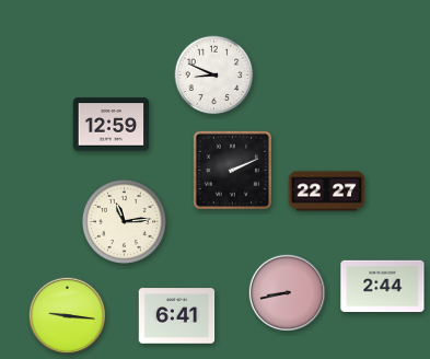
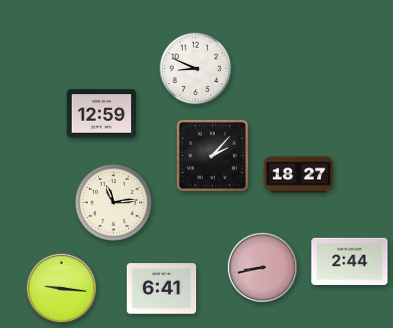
clock at (232, 170): 2:11 -> 2:07
clock at (327, 192): 22:27 -> 18:27
